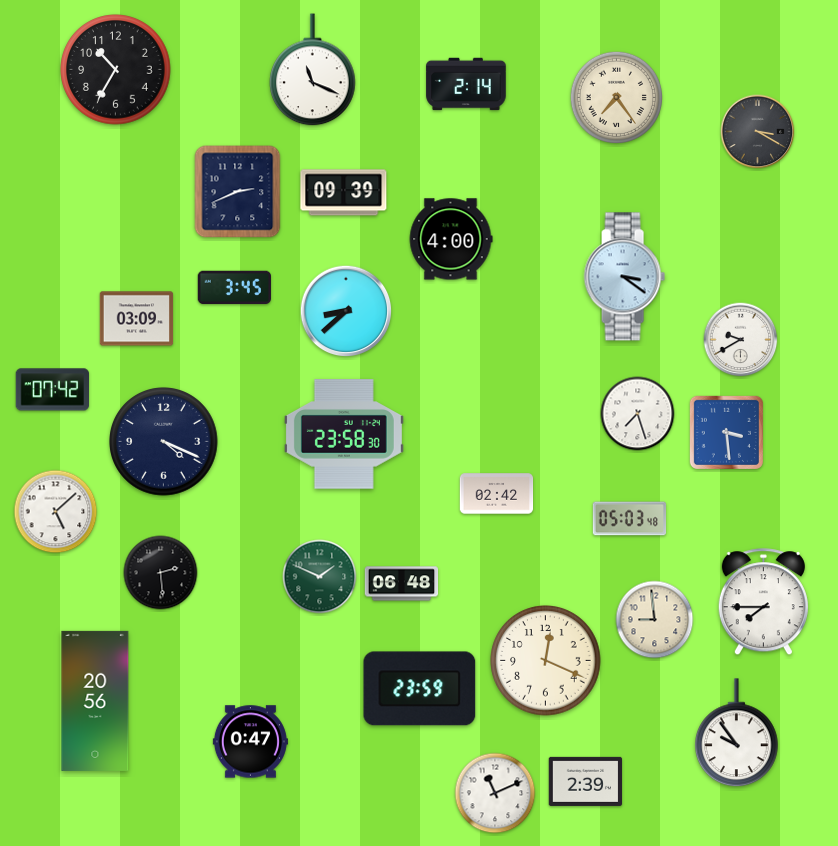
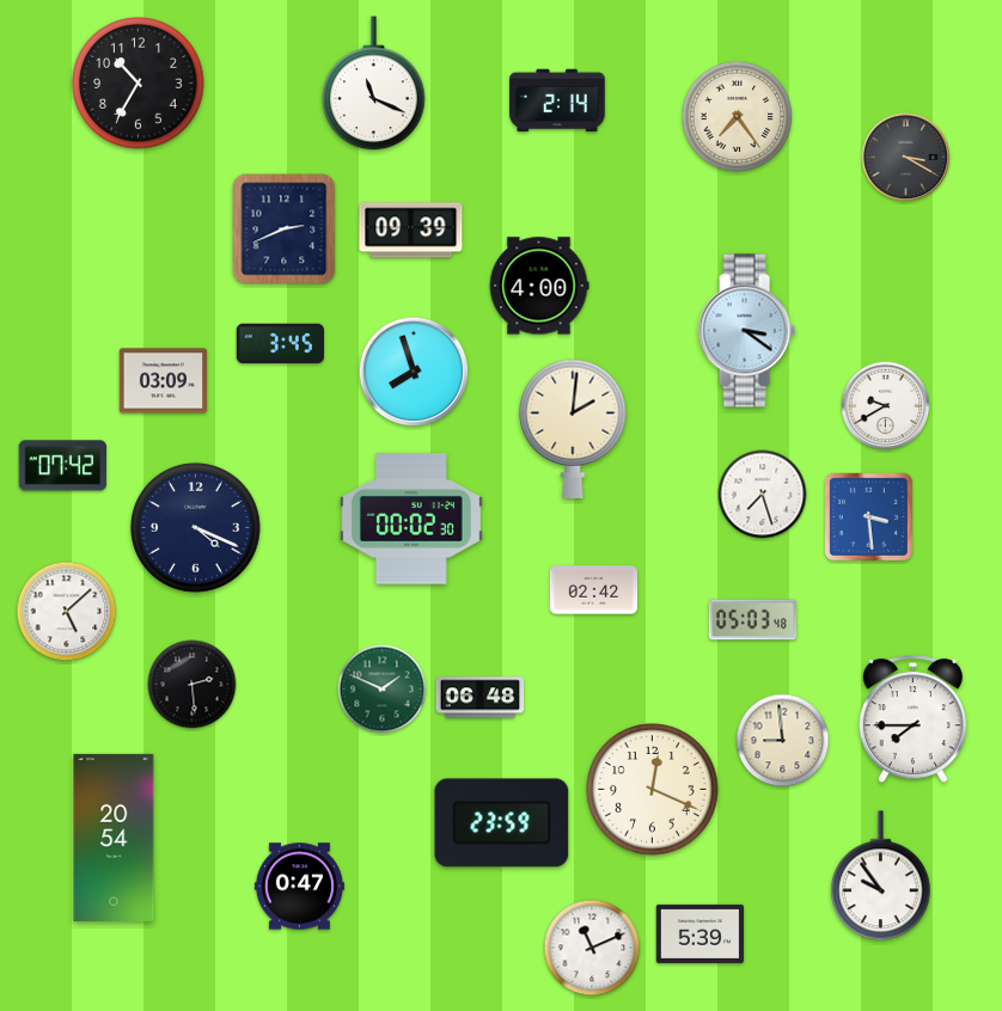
clock at (346, 311): 8:38 -> 7:57
clock at (573, 428): none -> 2:01
clock at (344, 434): 23:58 -> 00:02
clock at (95, 701): 20:56 -> 20:54
clock at (586, 781): 2:39 -> 5:39
